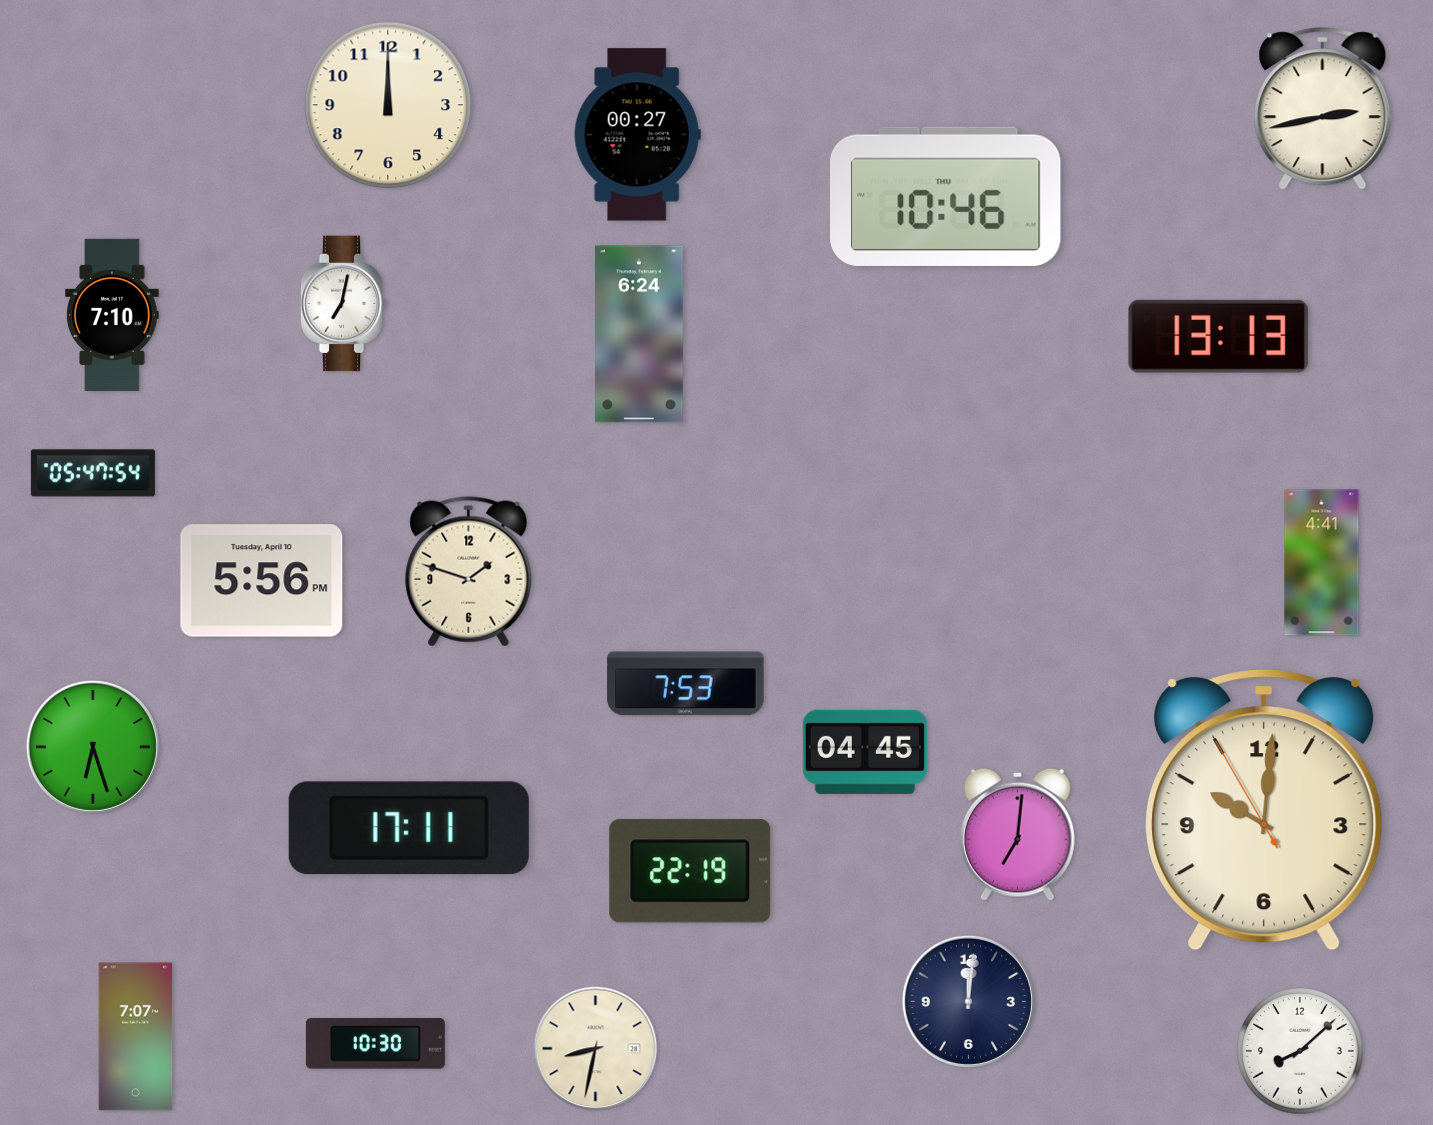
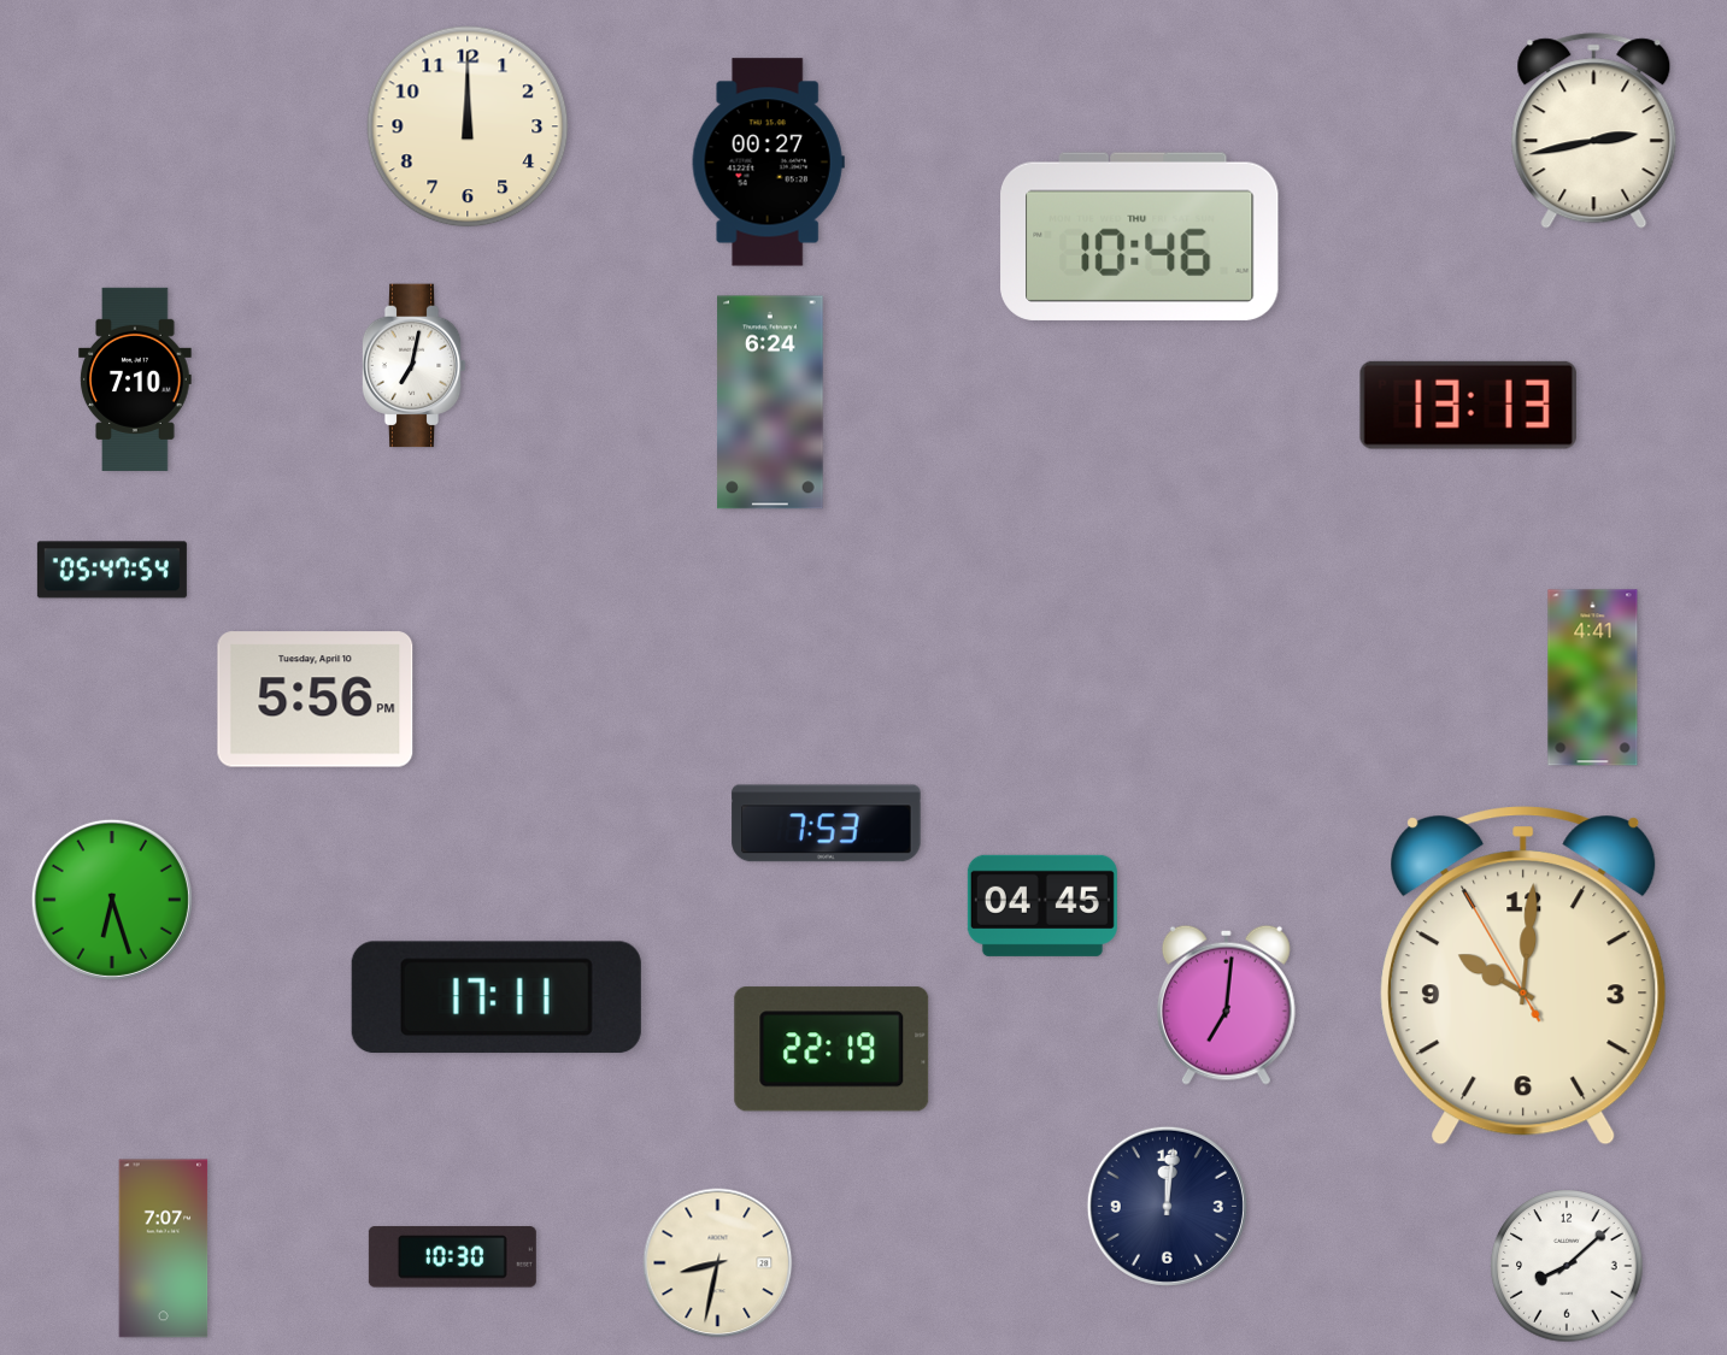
clock at (469, 572): 1:48 -> none
clock at (409, 828) position: (409, 828) -> (497, 997)
